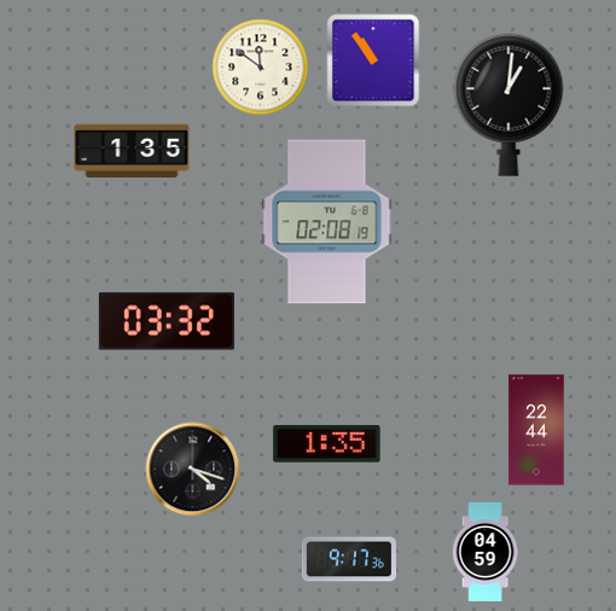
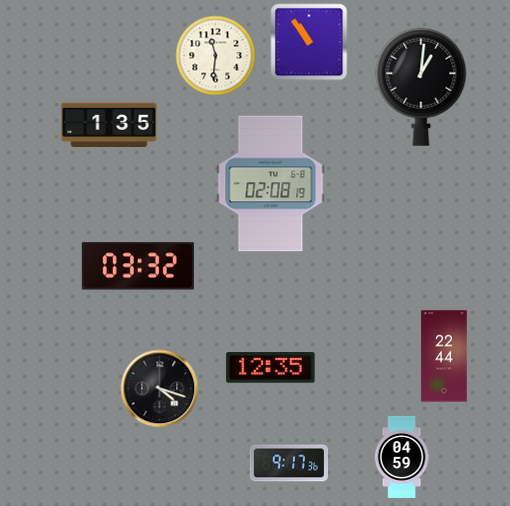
clock at (373, 60) position: (373, 60) -> (309, 42)
clock at (261, 68): 11:51 -> 11:31
clock at (327, 444): 1:35 -> 12:35
